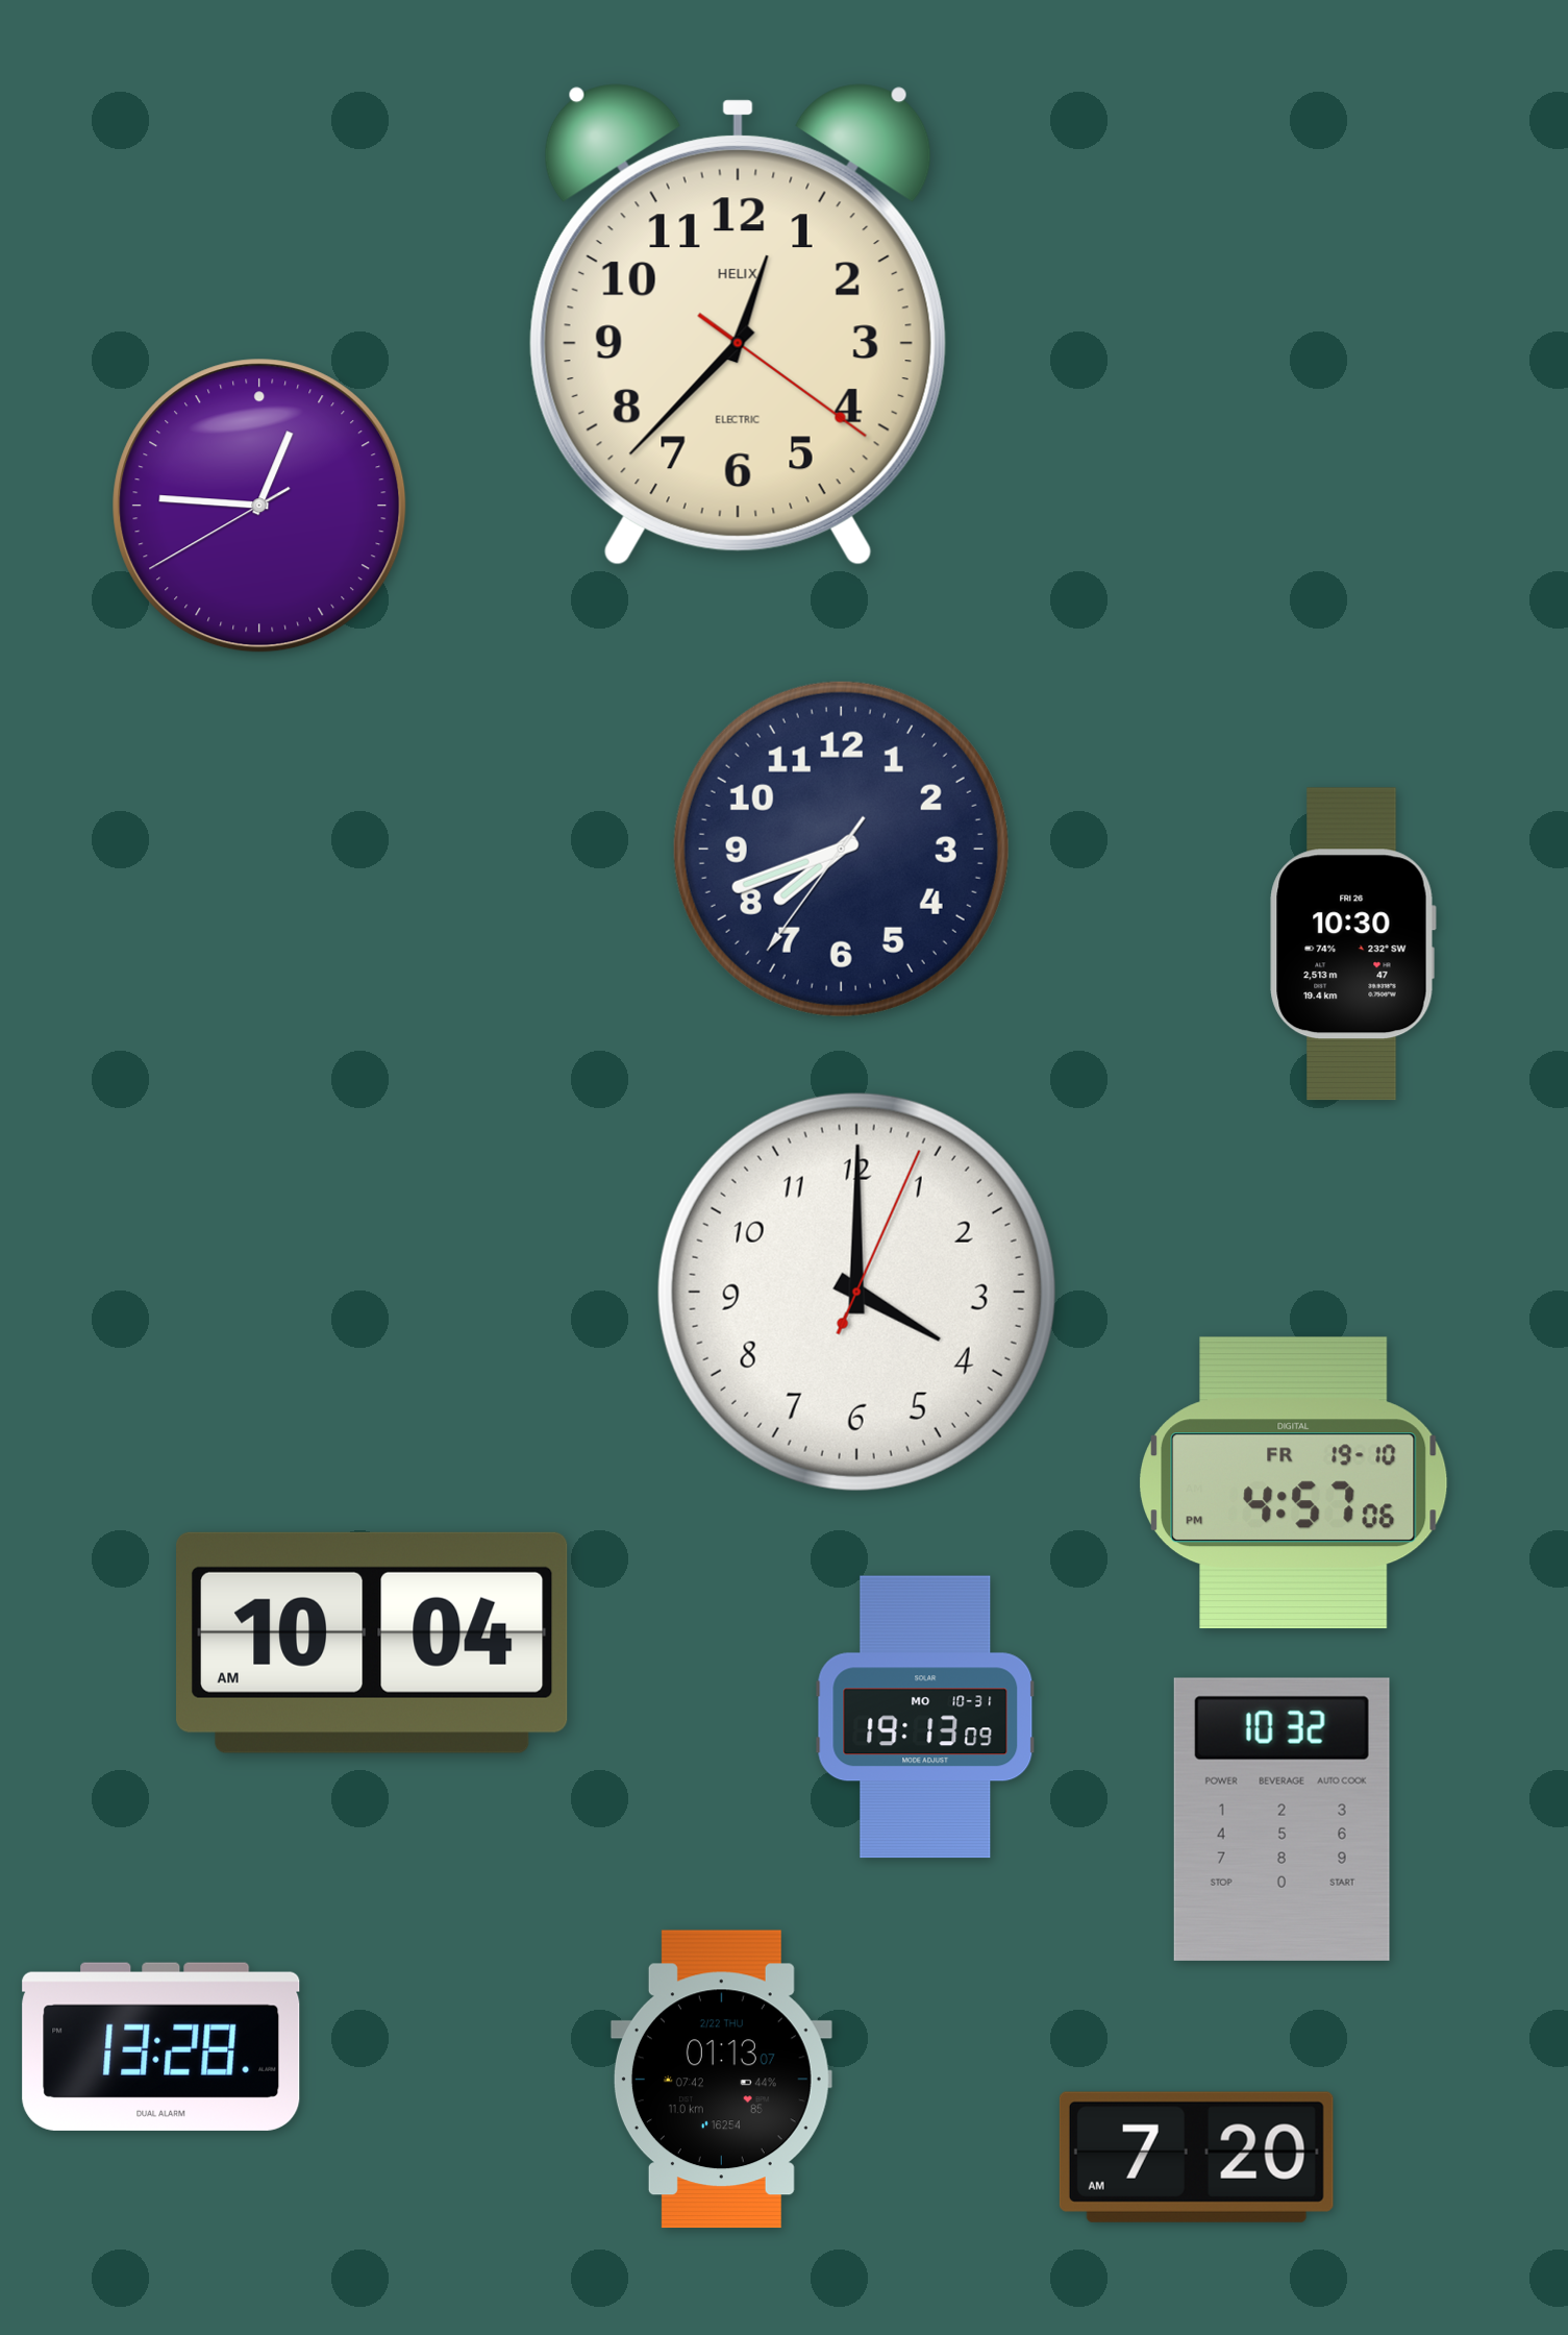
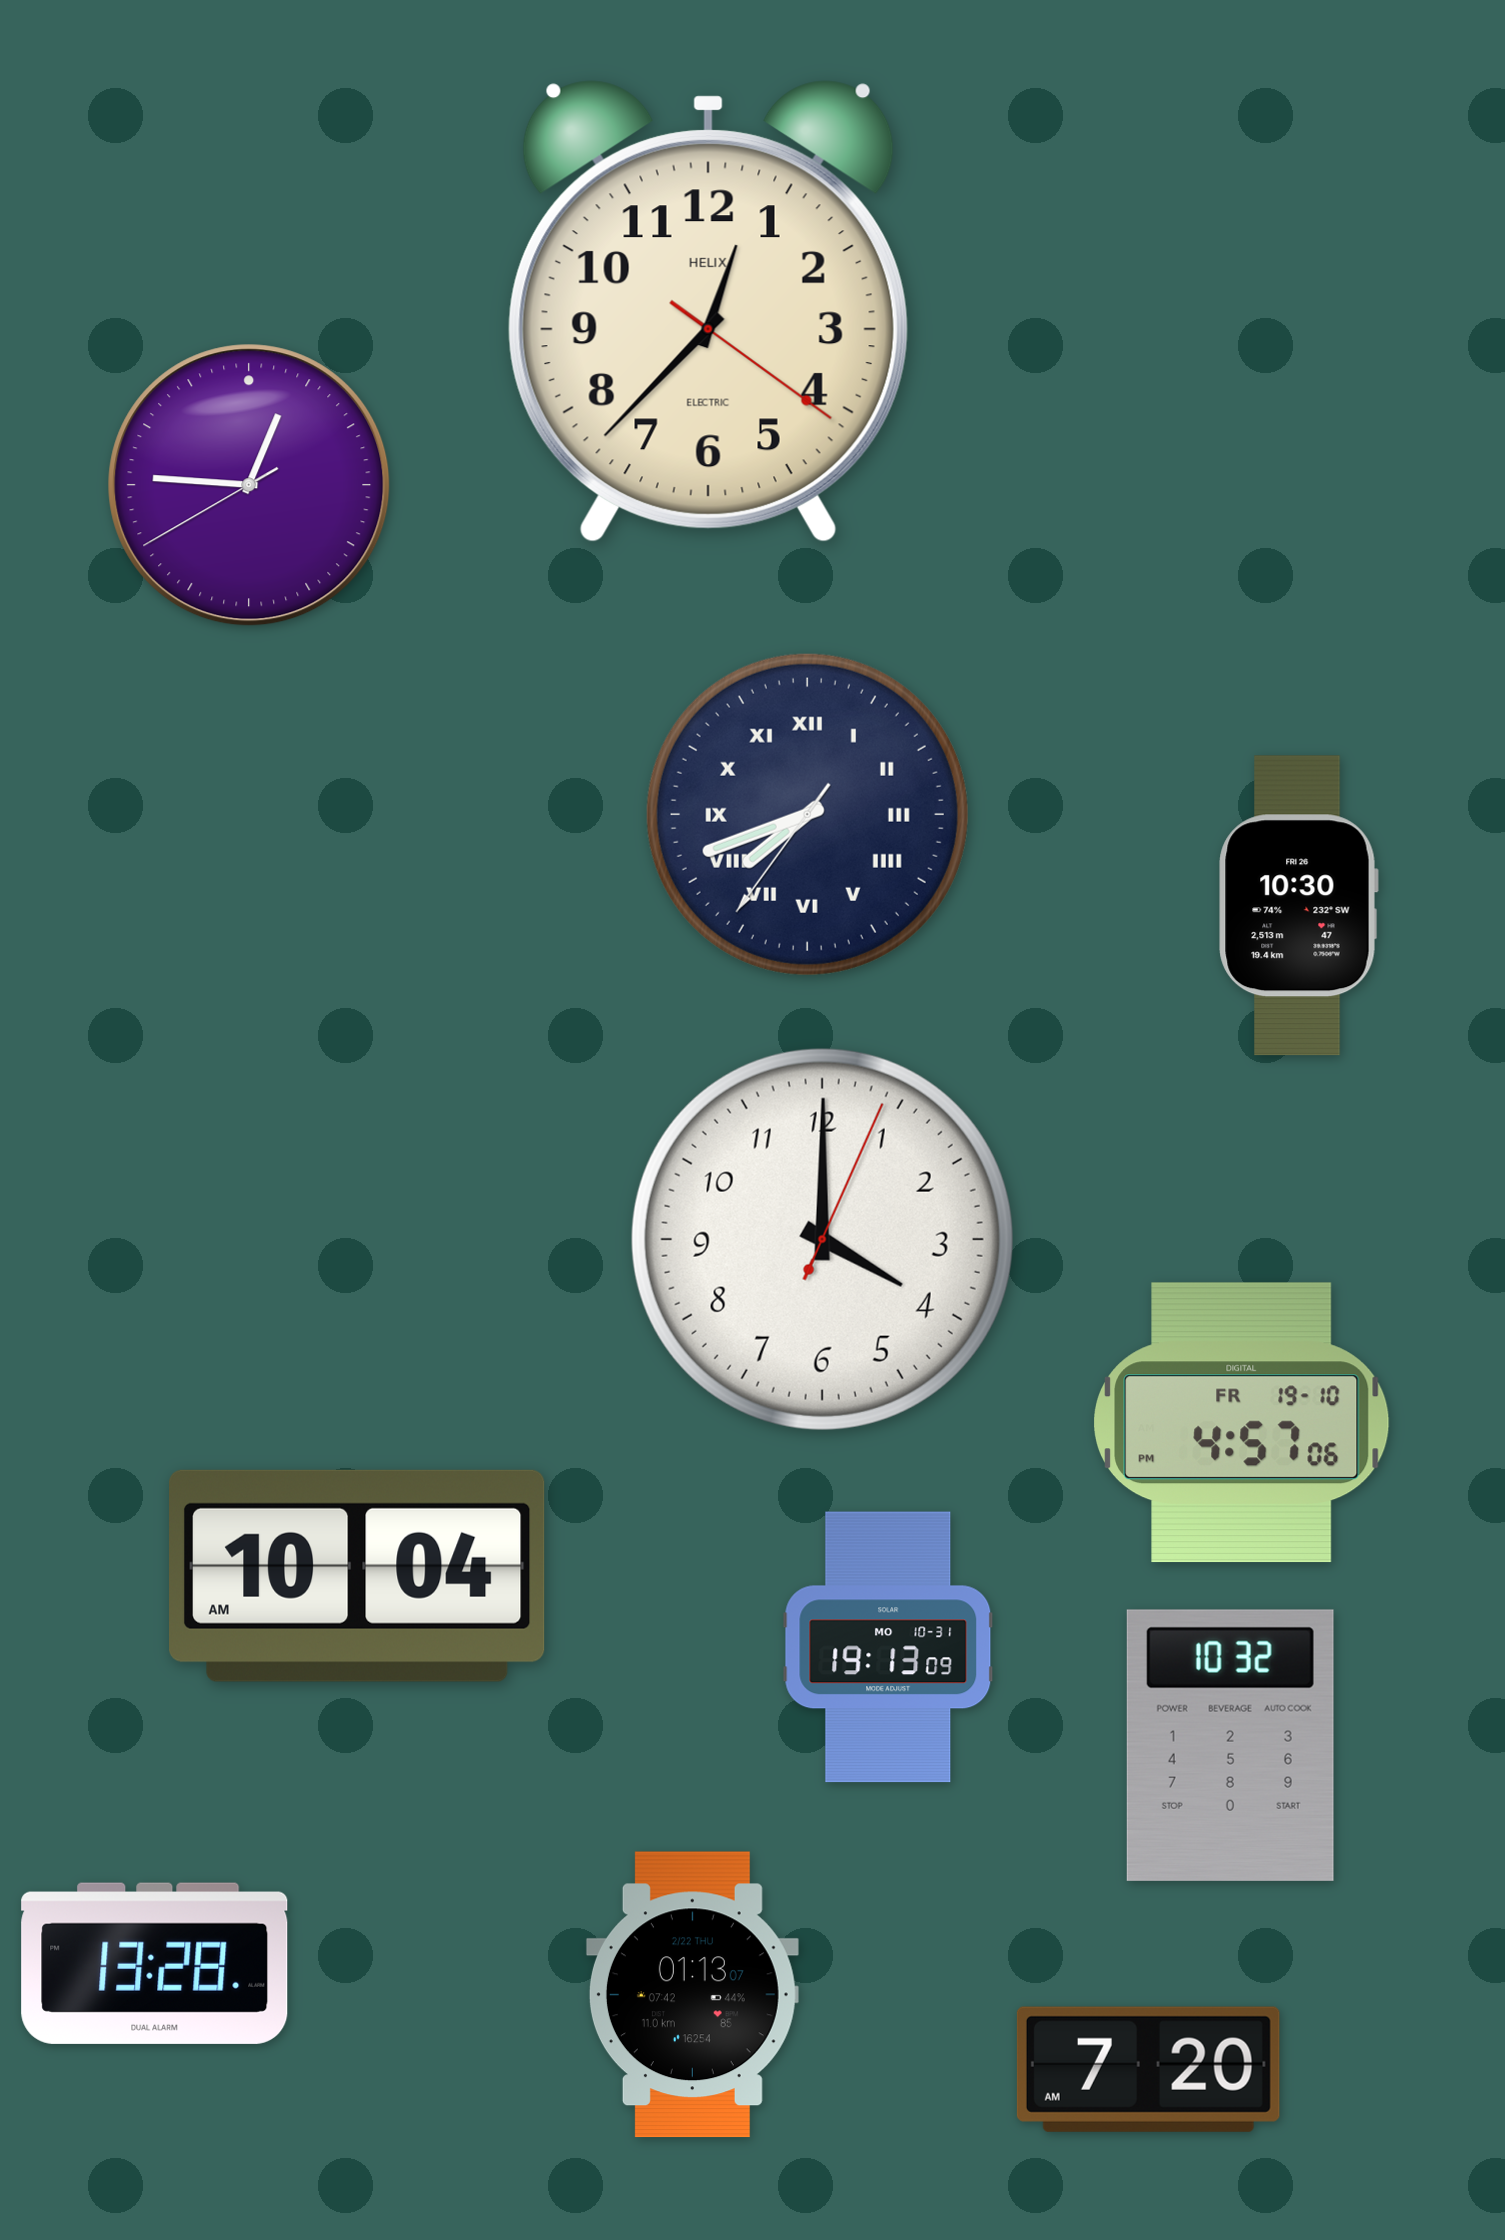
clock at (841, 849) numerals: Arabic -> Roman
